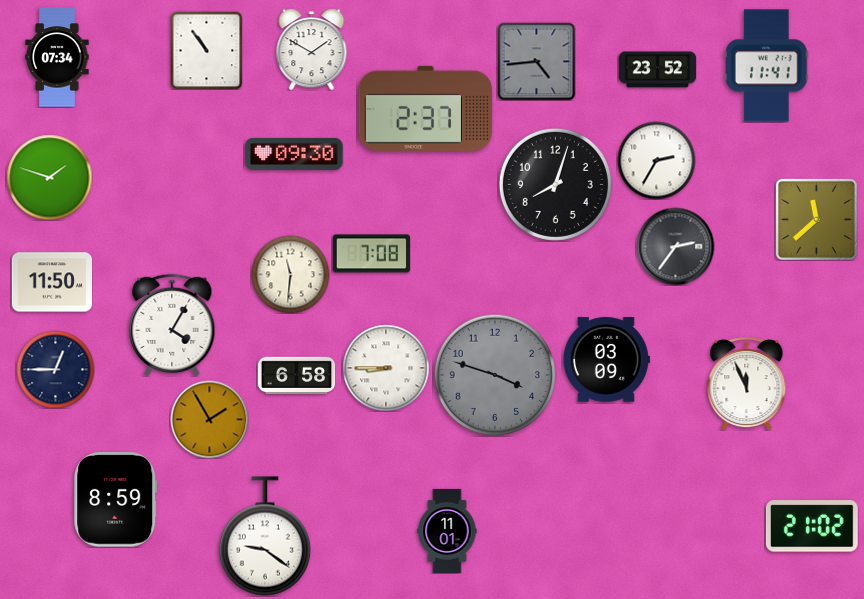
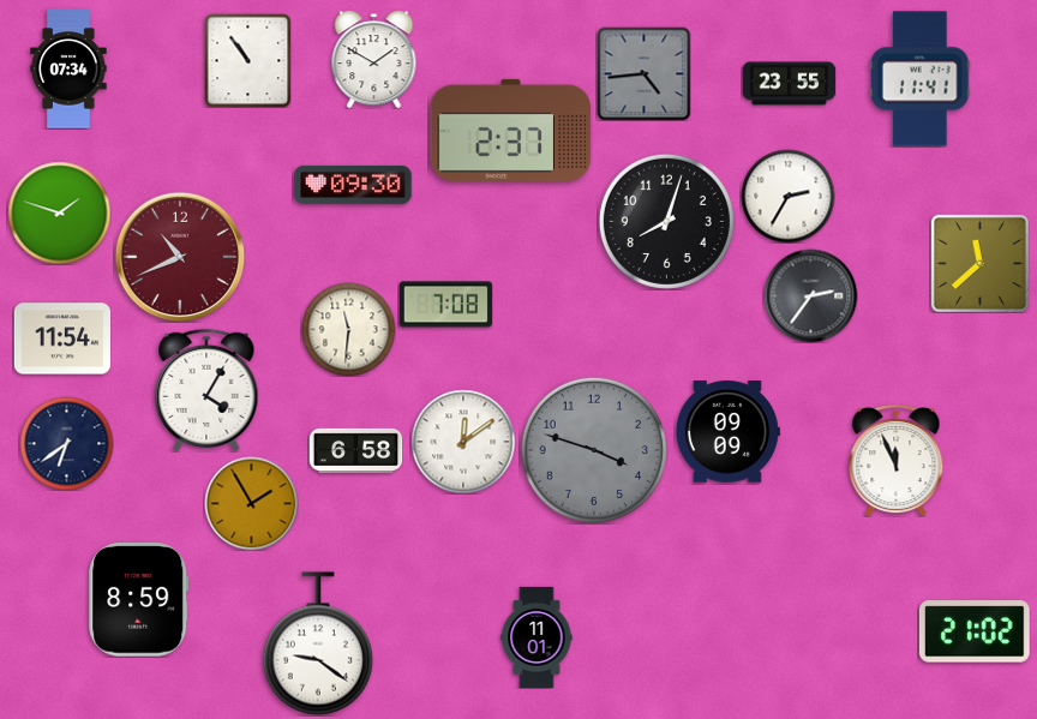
clock at (657, 70): 23:52 -> 23:55
clock at (656, 160) position: (656, 160) -> (787, 196)
clock at (180, 257): none -> 10:41
clock at (51, 282): 11:50 -> 11:54
clock at (606, 360): 03:09 -> 09:09
clock at (386, 368): 8:45 -> 12:09
clock at (55, 369): 12:45 -> 6:39
